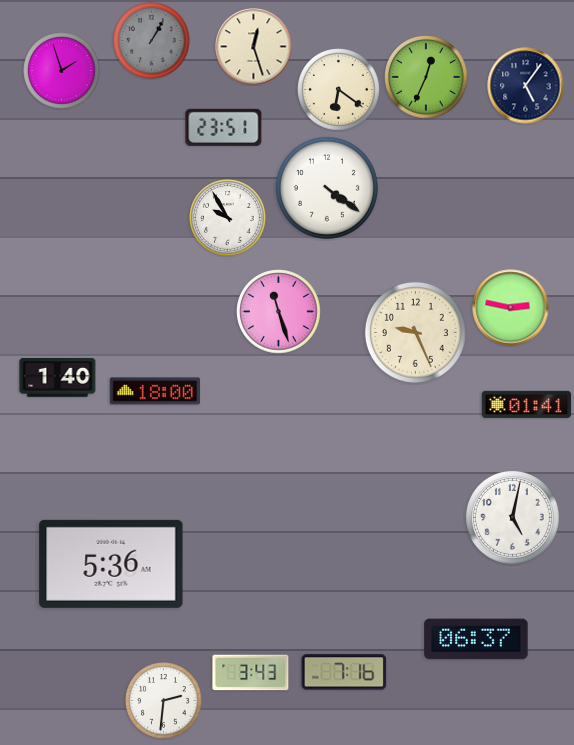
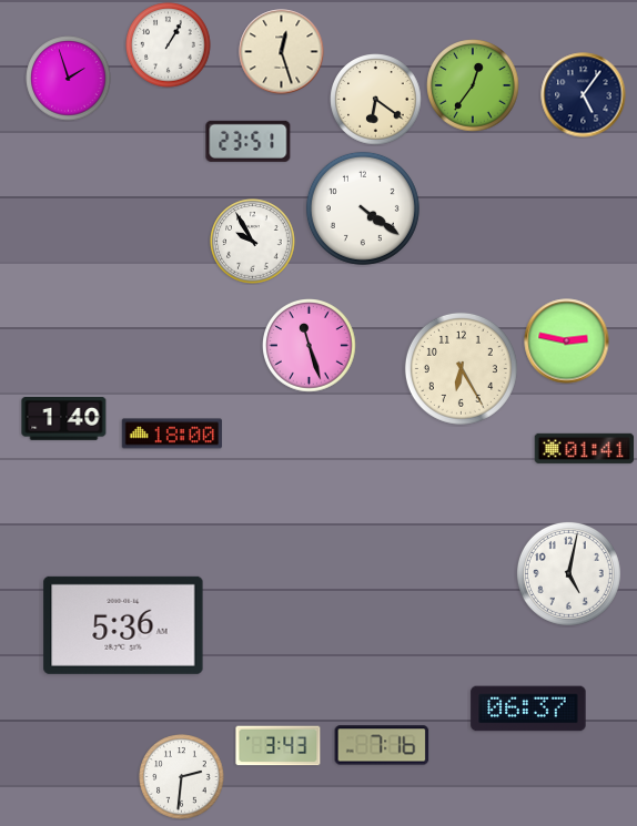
clock at (152, 41) dial: grey -> white
clock at (426, 77): 12:34 -> 12:36
clock at (415, 332): 9:26 -> 6:25
